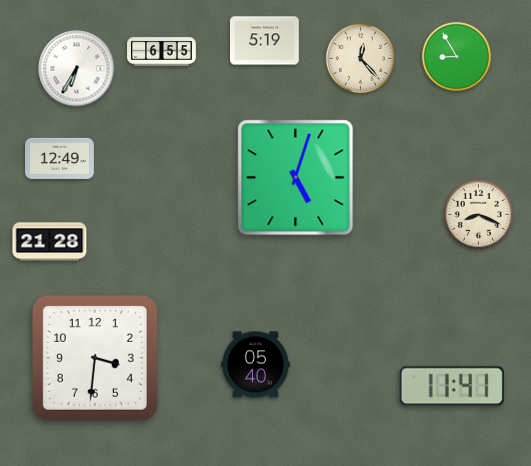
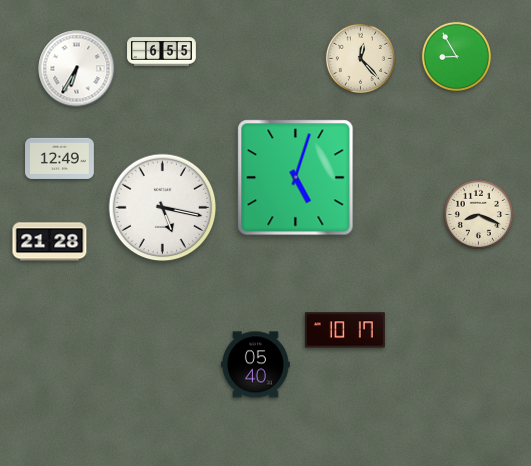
clock at (265, 41): 5:19 -> none
clock at (163, 208): none -> 5:17
clock at (345, 330): none -> 10:17
clock at (95, 358): 3:31 -> none
clock at (452, 386): 11:41 -> none
